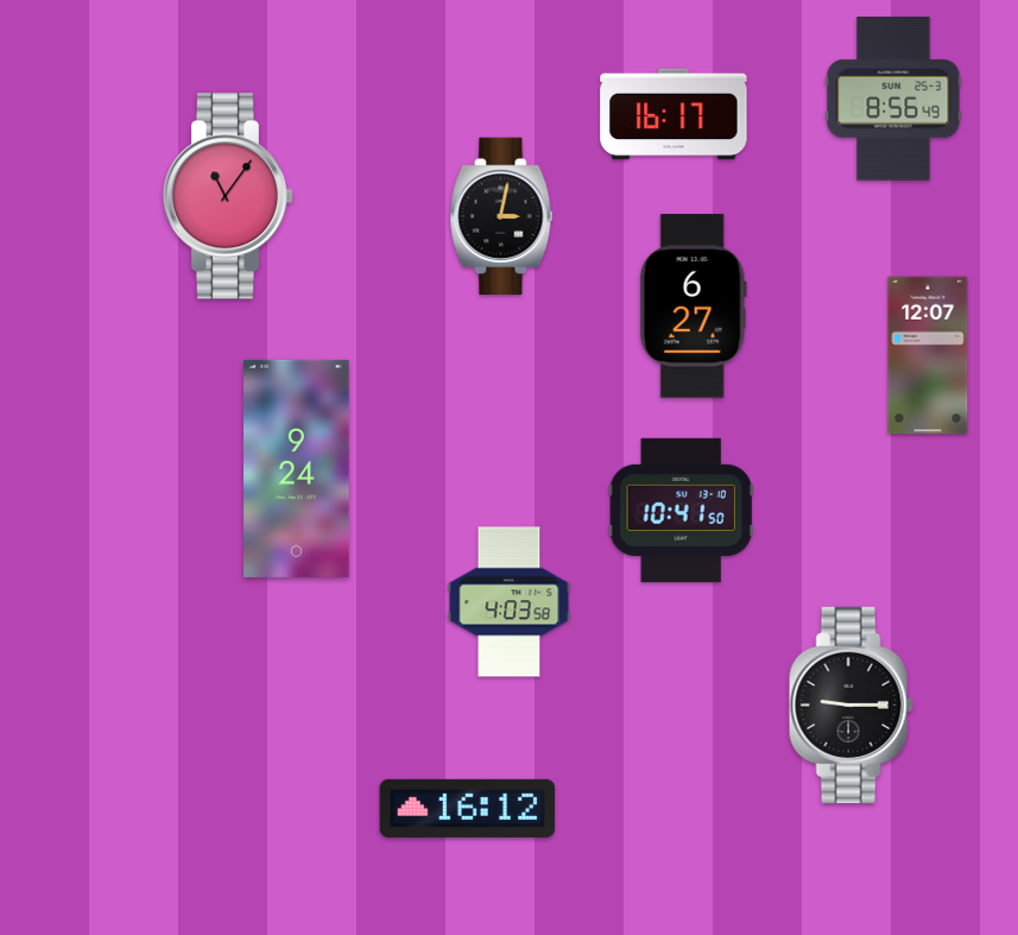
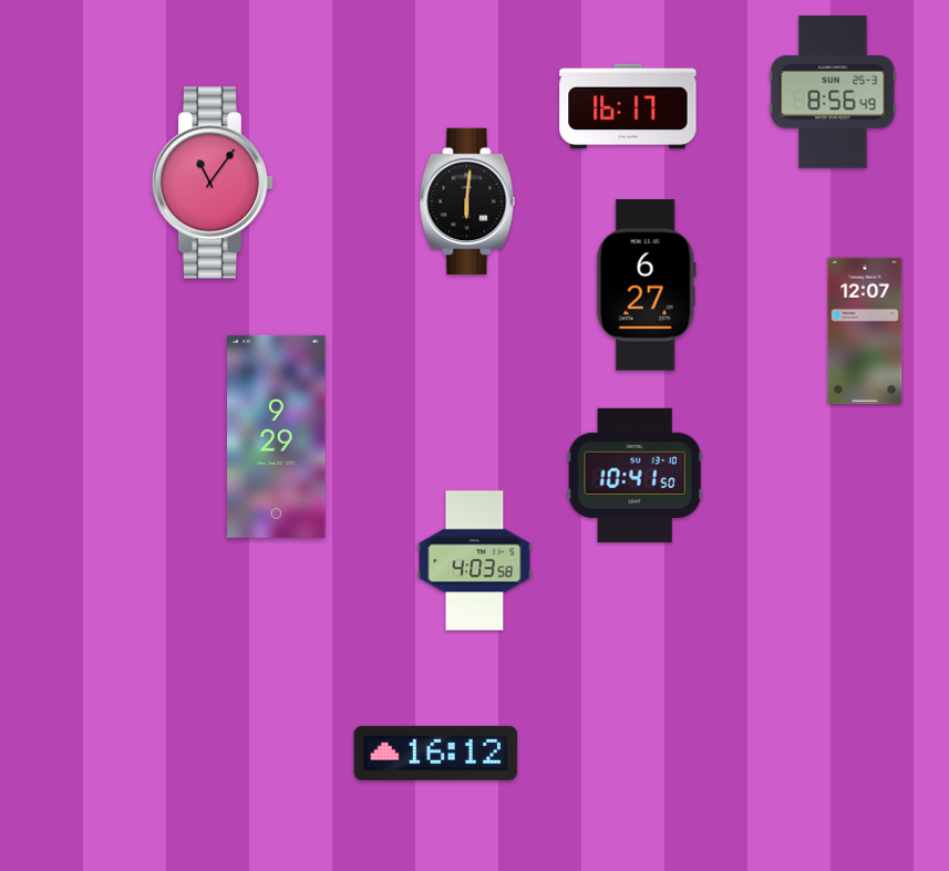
clock at (501, 216): 3:02 -> 6:01
clock at (297, 468): 9:24 -> 9:29
clock at (851, 705): 9:15 -> none
